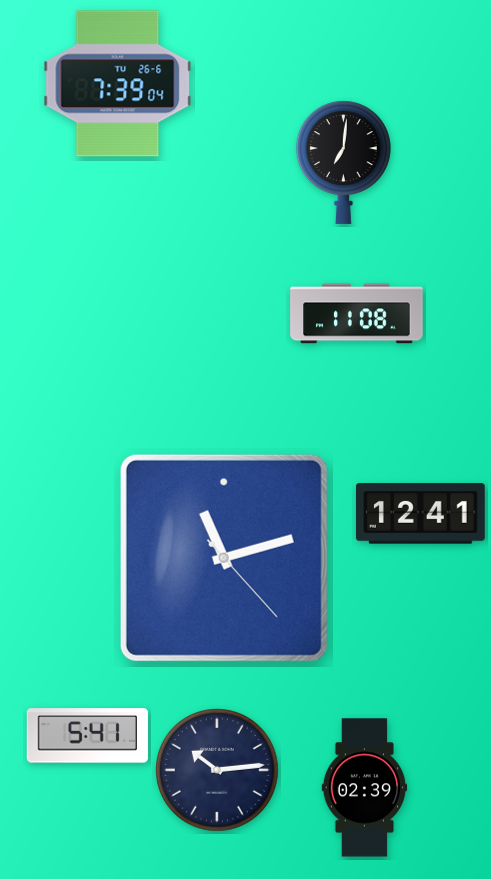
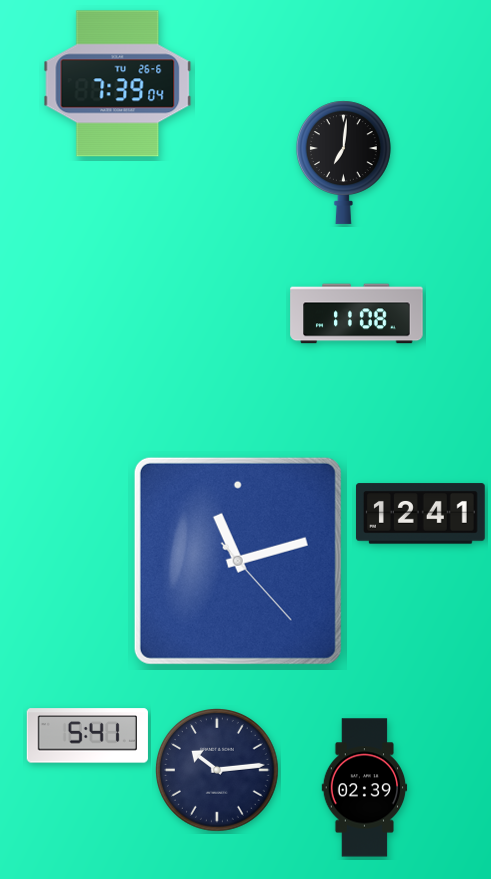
clock at (224, 558) position: (224, 558) -> (238, 561)
